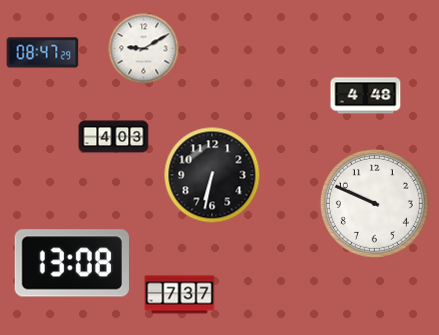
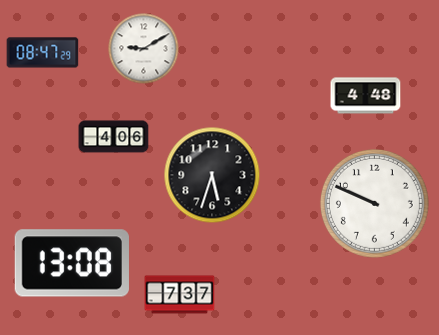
clock at (114, 137): 4:03 -> 4:06
clock at (212, 175): 6:32 -> 5:33
